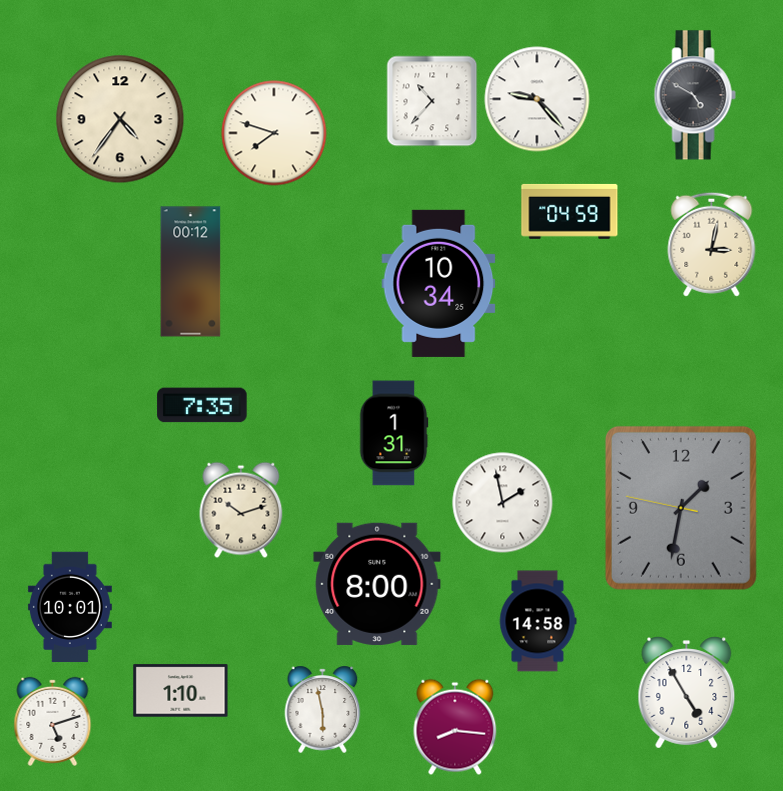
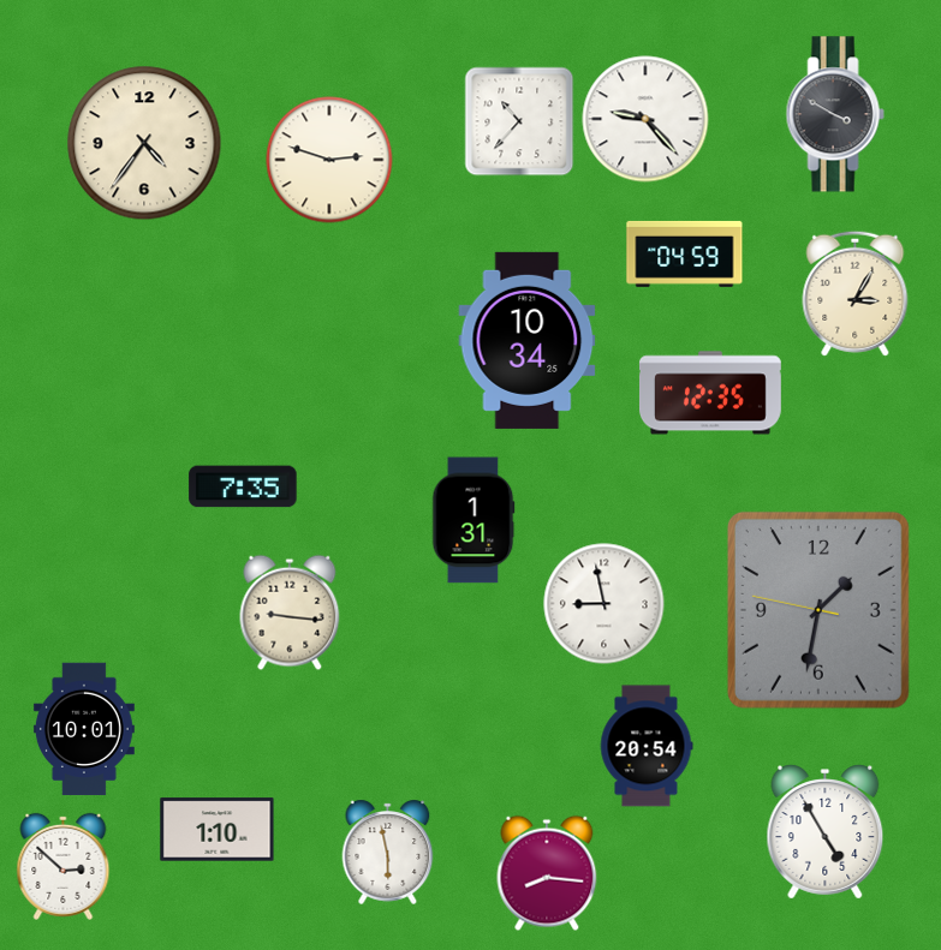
clock at (695, 95): 4:50 -> 3:50
clock at (274, 133): 7:48 -> 2:48
clock at (712, 244): 3:02 -> 3:05
clock at (191, 272): 00:12 -> none
clock at (710, 393): none -> 12:35
clock at (503, 503): 1:58 -> 8:58
clock at (241, 510): 10:12 -> 9:16
clock at (377, 584): 8:00 -> none
clock at (538, 621): 14:58 -> 20:54
clock at (53, 721): 5:12 -> 2:52
